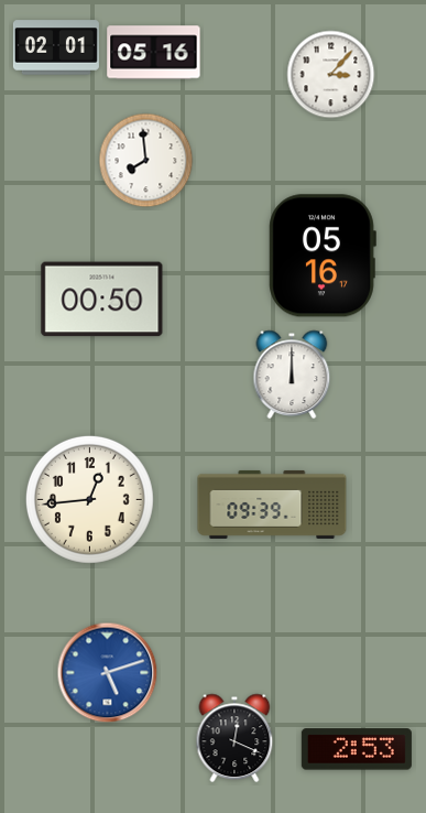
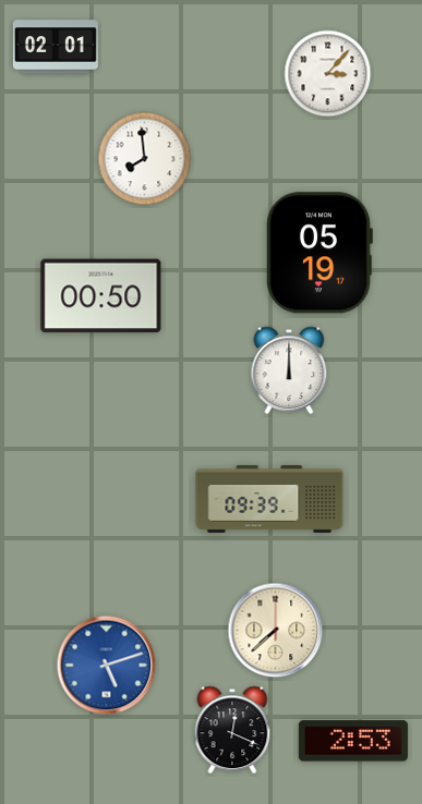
clock at (154, 53): 05:16 -> none
clock at (323, 256): 05:16 -> 05:19
clock at (89, 499): 12:44 -> none
clock at (276, 631): none -> 7:38
